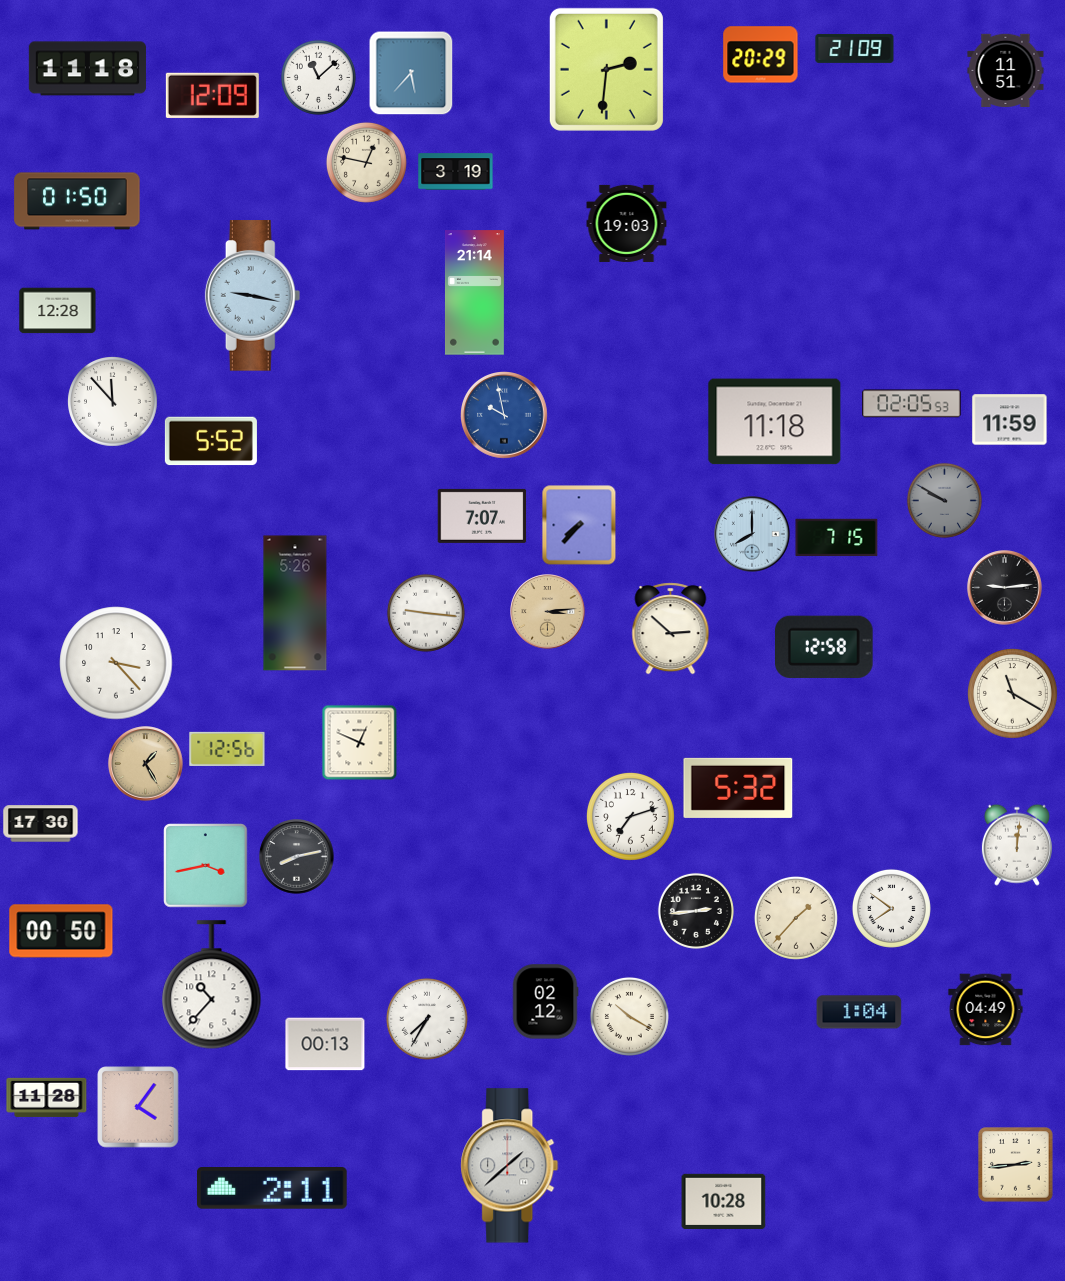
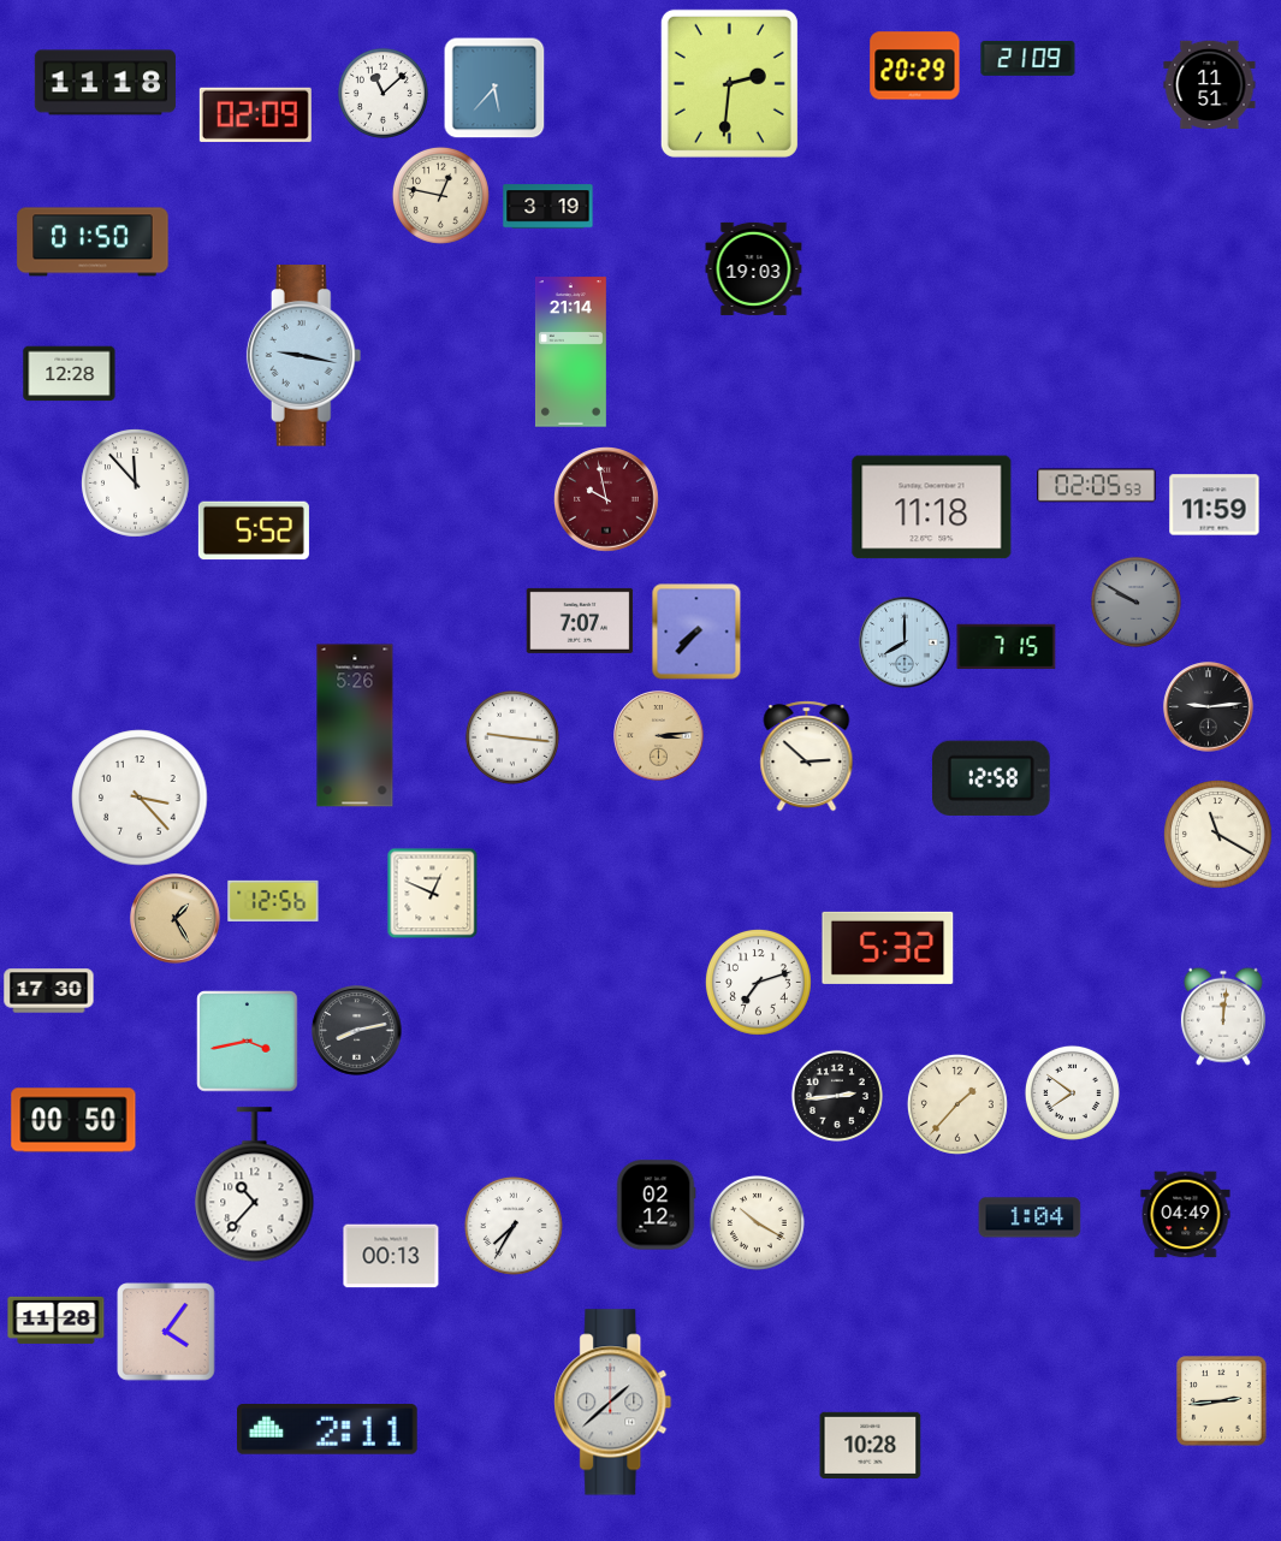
clock at (212, 95): 12:09 -> 02:09
clock at (505, 416) dial: blue -> burgundy
clock at (859, 1012) position: (859, 1012) -> (1030, 1217)
